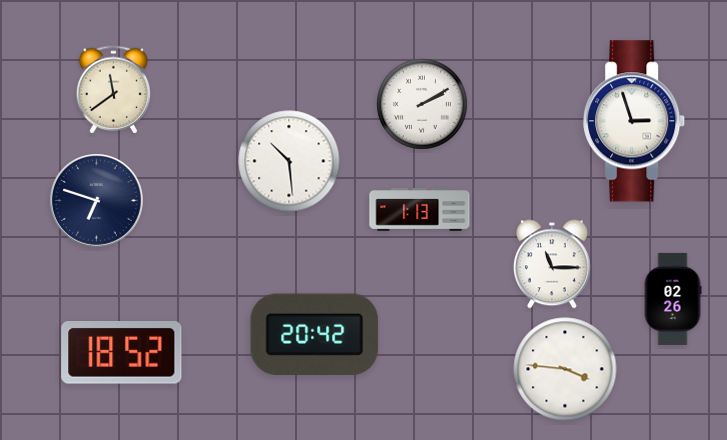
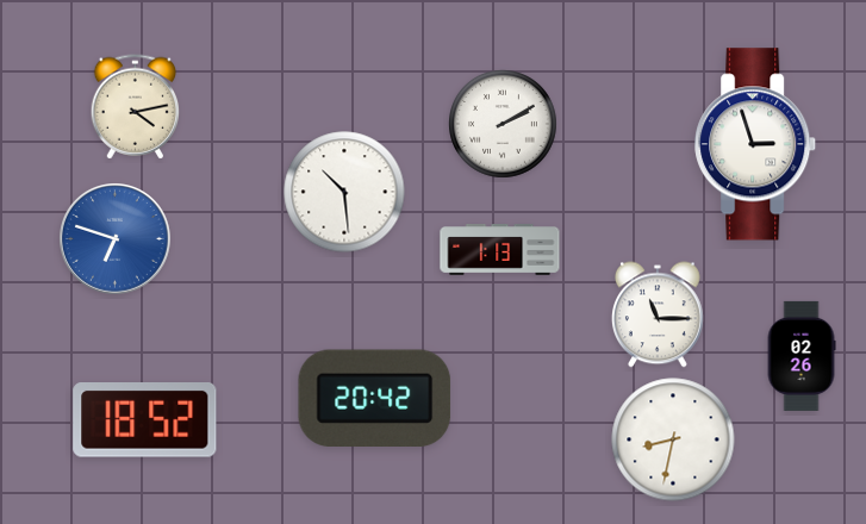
clock at (114, 90): 11:39 -> 4:13
clock at (97, 201) dial: navy -> blue
clock at (565, 369): 3:46 -> 8:32
